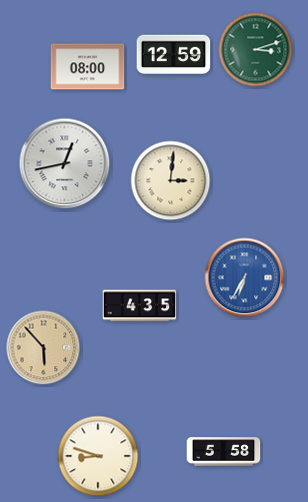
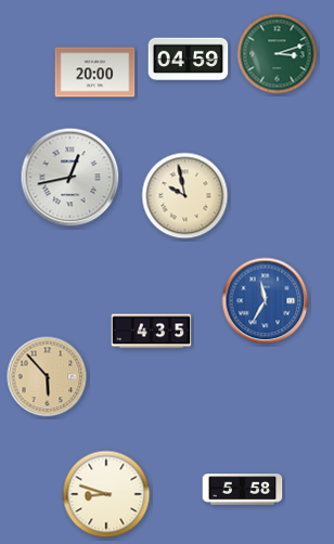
clock at (174, 55): 12:59 -> 04:59
clock at (88, 67): 08:00 -> 20:00
clock at (171, 181): 3:01 -> 9:58
clock at (245, 278): 6:35 -> 11:35
